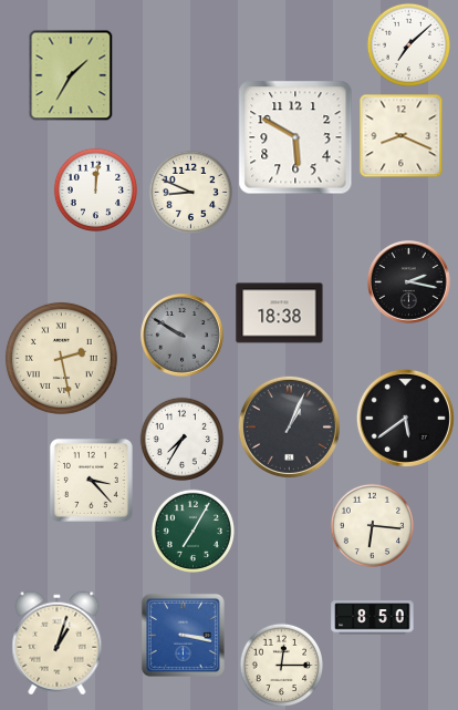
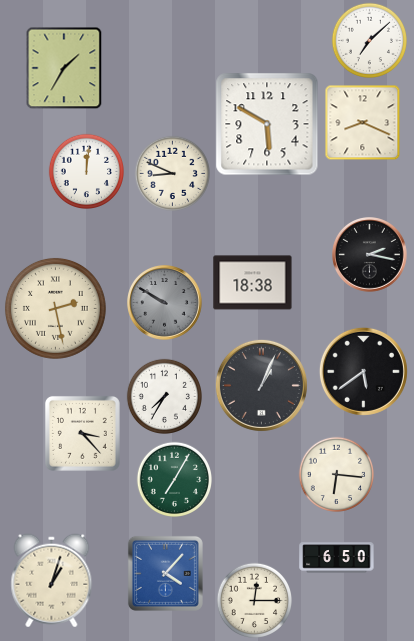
clock at (61, 358) position: (61, 358) -> (55, 308)
clock at (405, 418) position: (405, 418) -> (363, 371)
clock at (373, 618): 8:50 -> 6:50
clock at (183, 635): 3:17 -> 4:07
